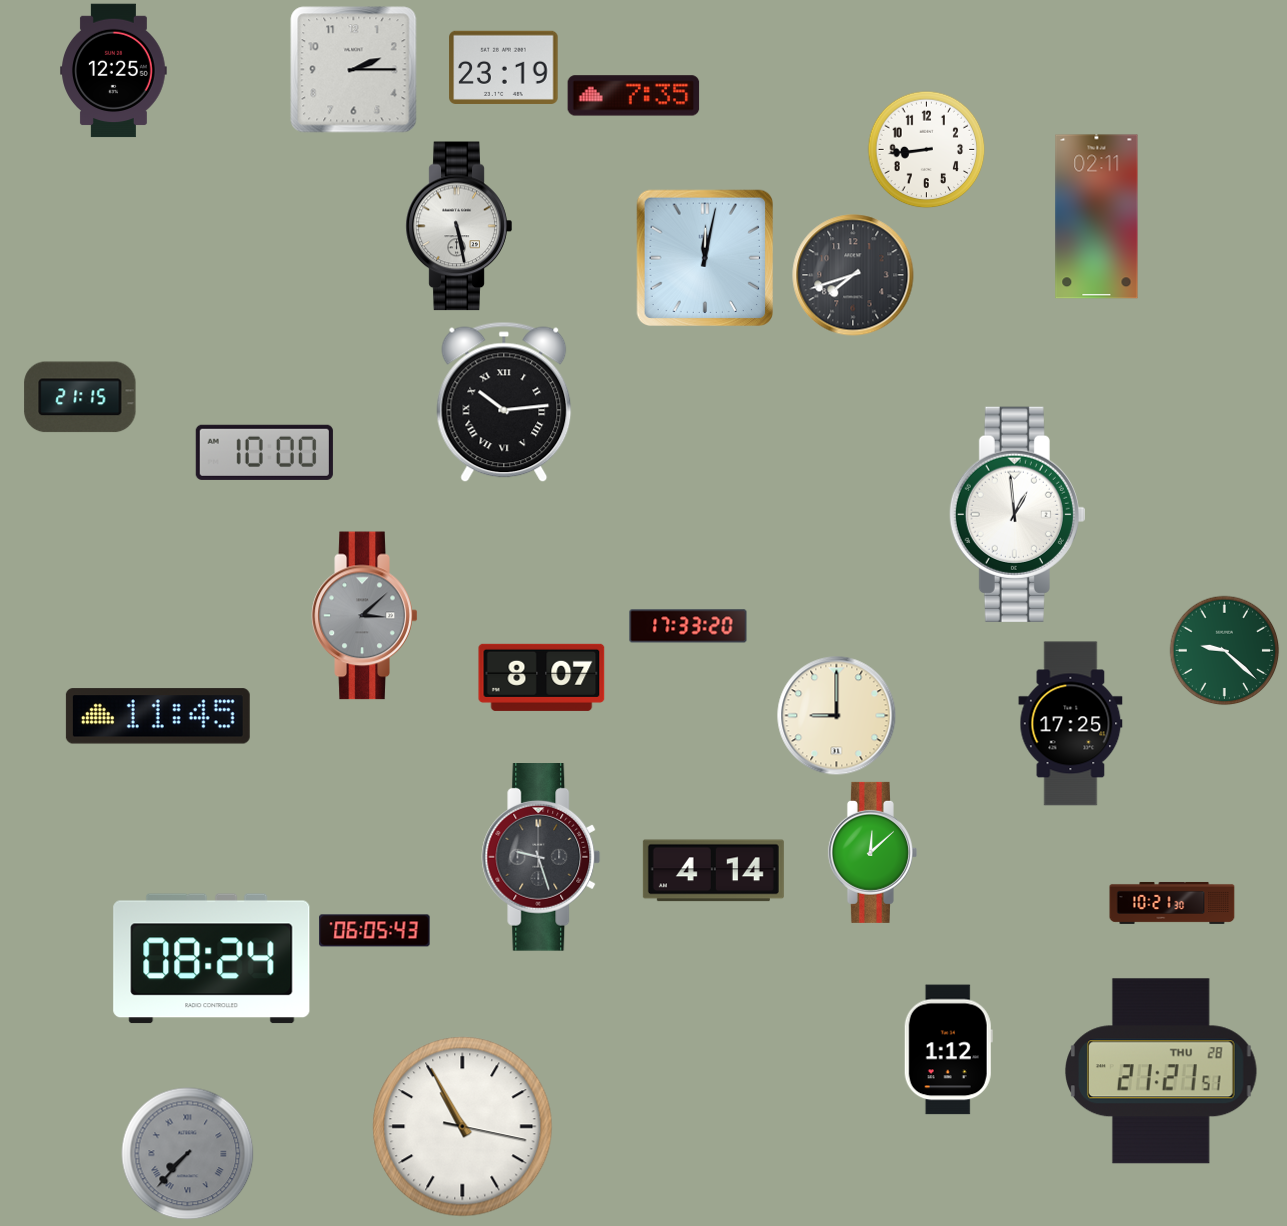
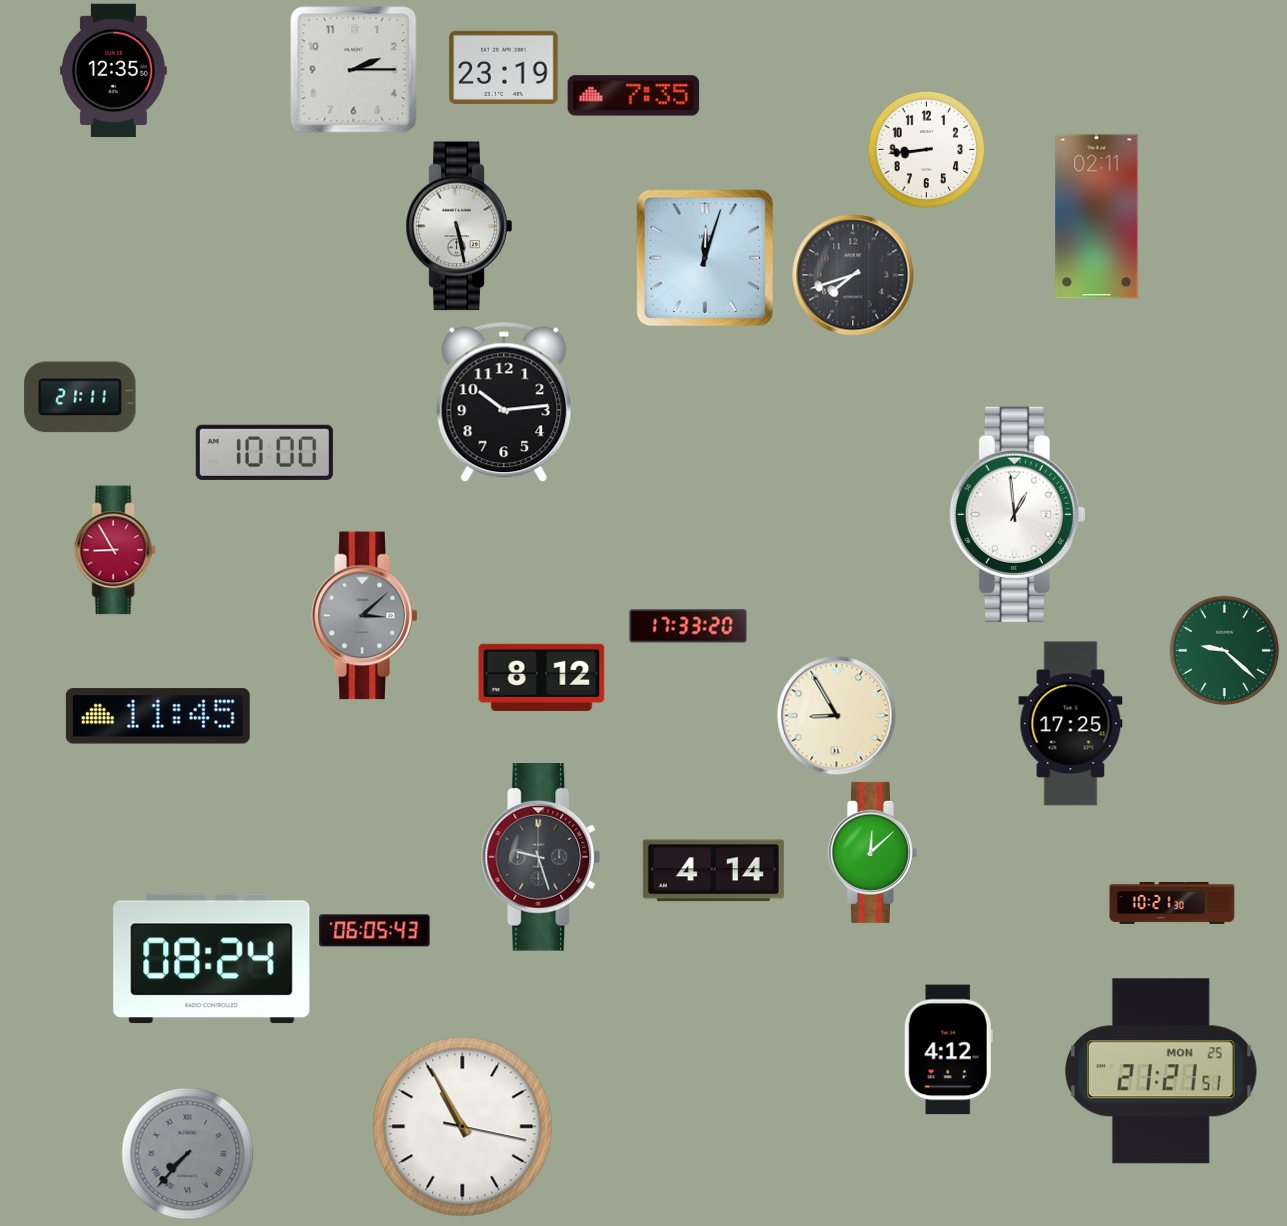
clock at (114, 71): 12:25 -> 12:35
clock at (704, 257): 12:02 -> 12:03
clock at (80, 397): 21:15 -> 21:11
clock at (504, 402) numerals: Roman -> Arabic
clock at (115, 550): none -> 8:55
clock at (542, 677): 8:07 -> 8:12
clock at (837, 716): 9:00 -> 8:55
clock at (948, 1050): 1:12 -> 4:12
clock at (1162, 1071) date: THU 28 -> MON 25
